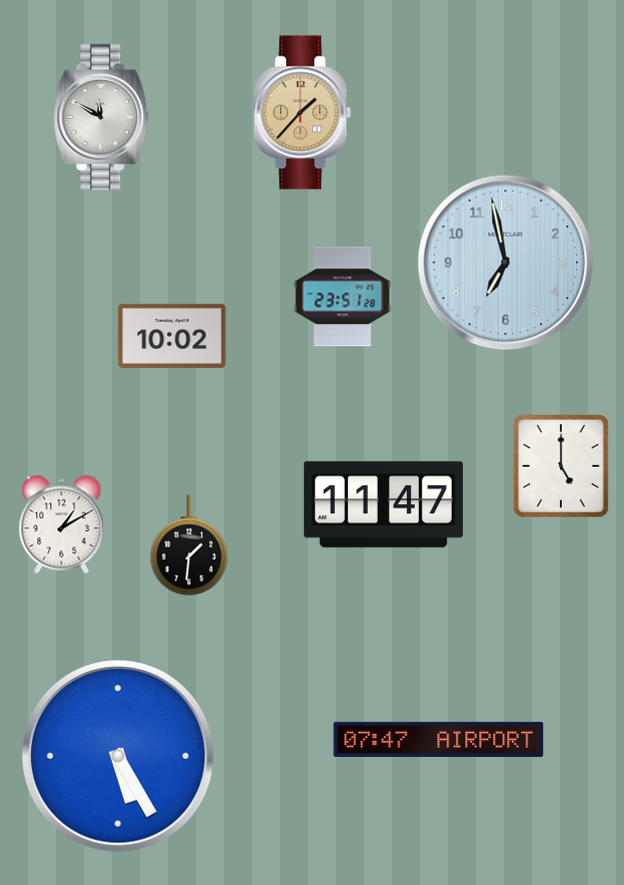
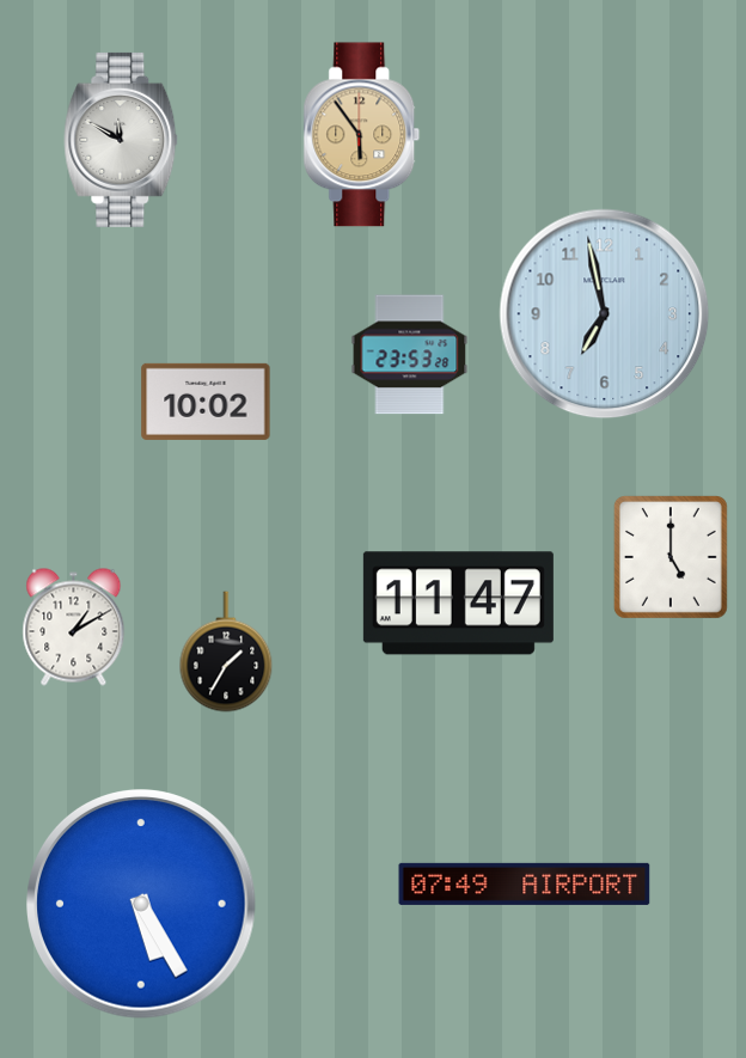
clock at (303, 113): 1:37 -> 5:54
clock at (343, 297): 23:51 -> 23:53
clock at (189, 545): 1:31 -> 1:35
clock at (439, 739): 07:47 -> 07:49
